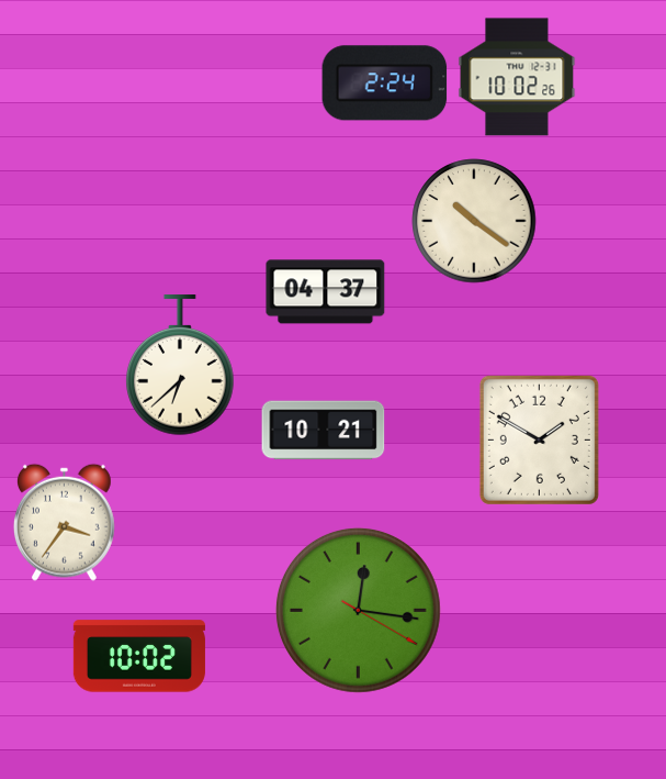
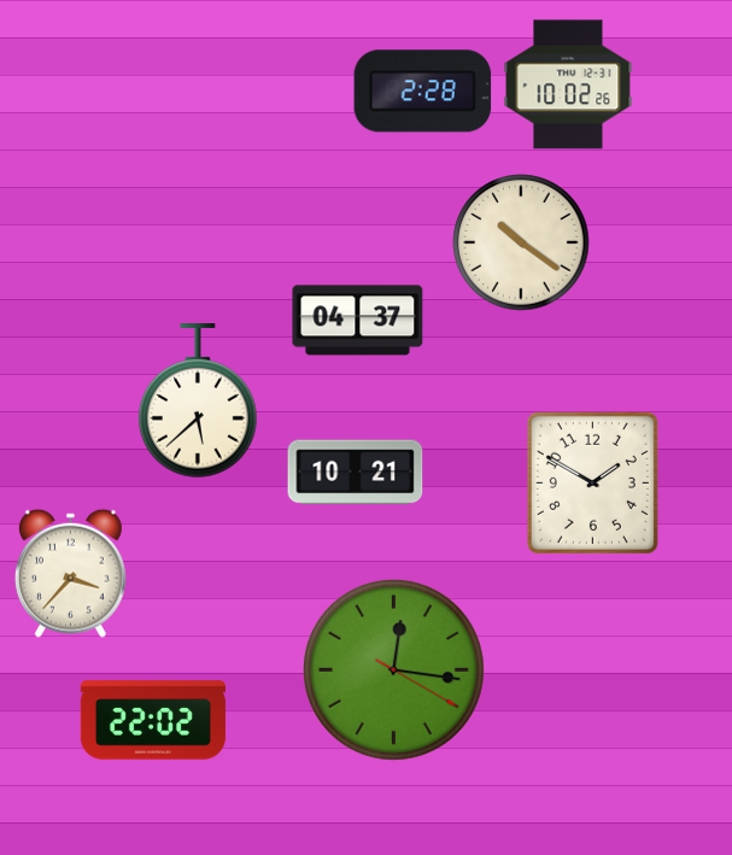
clock at (385, 84): 2:24 -> 2:28
clock at (181, 366): 6:38 -> 5:38
clock at (64, 522): 3:36 -> 3:37
clock at (139, 656): 10:02 -> 22:02
